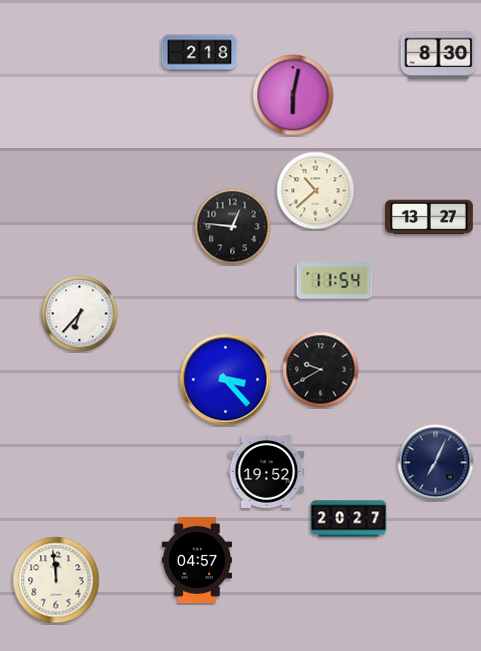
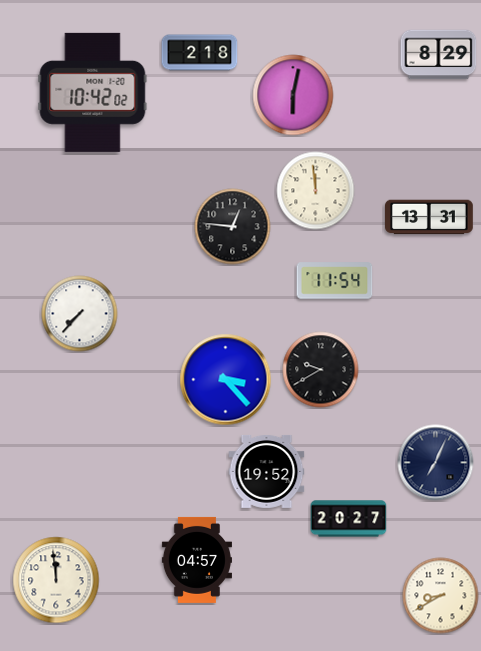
clock at (439, 55): 8:30 -> 8:29
clock at (93, 92): none -> 10:42
clock at (316, 191): 10:38 -> 11:59
clock at (430, 217): 13:27 -> 13:31
clock at (80, 314): 6:37 -> 7:37
clock at (441, 596): none -> 8:40
